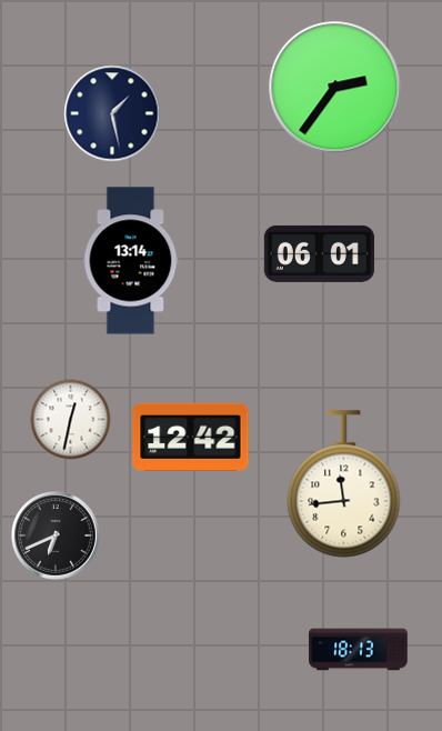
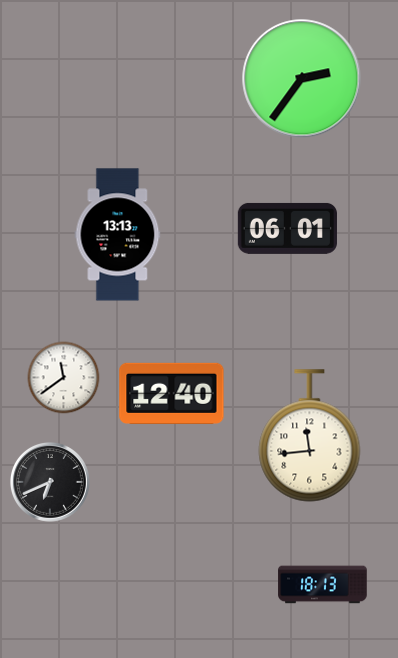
clock at (112, 113): 1:28 -> none
clock at (131, 261): 13:14 -> 13:13
clock at (71, 420): 12:32 -> 11:39
clock at (191, 437): 12:42 -> 12:40
